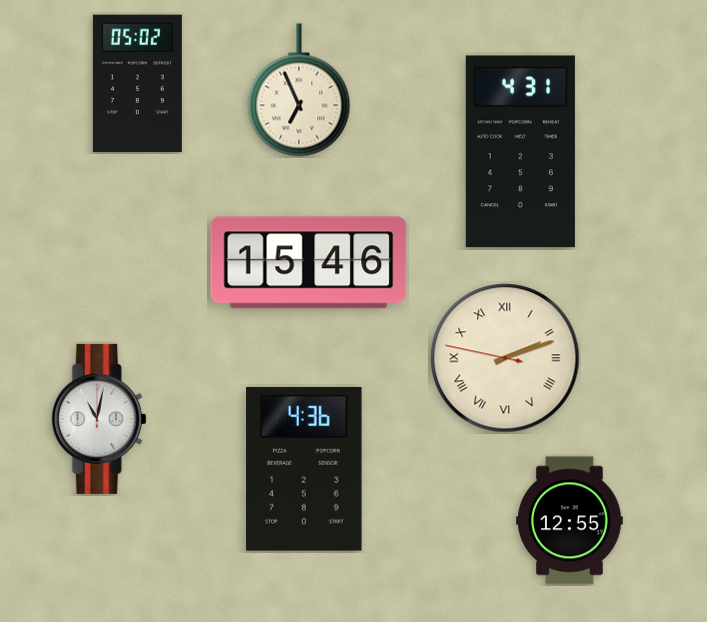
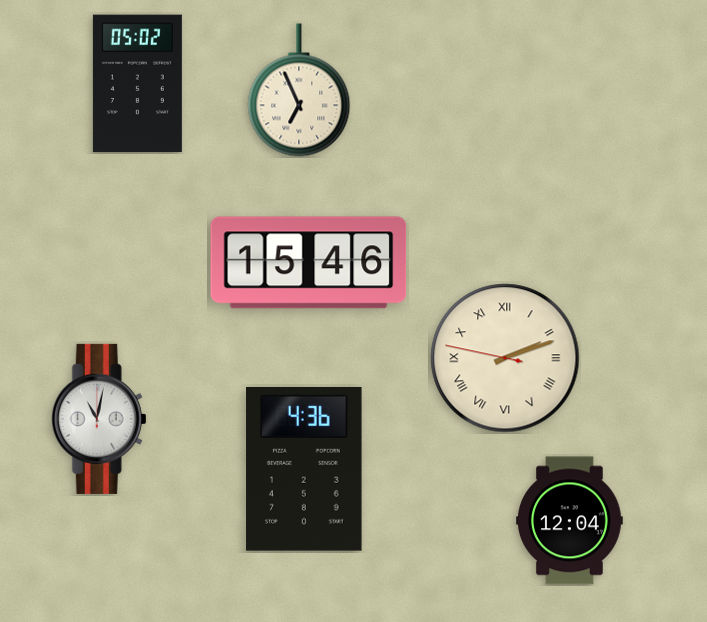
clock at (520, 152): 4:31 -> none
clock at (570, 521): 12:55 -> 12:04
